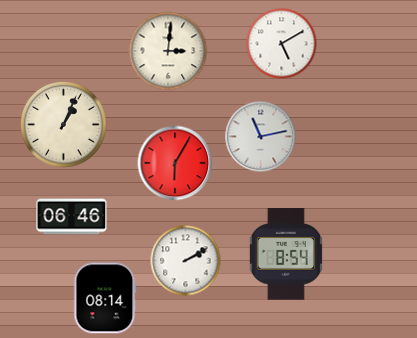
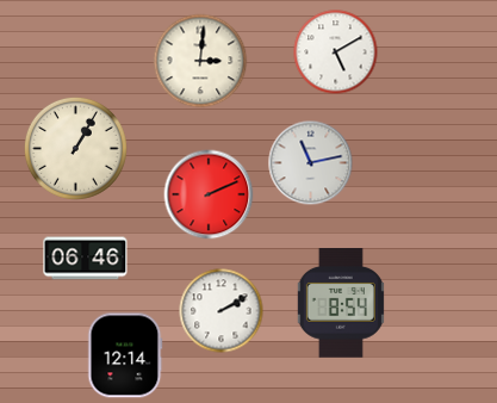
clock at (63, 124): 1:04 -> 1:05
clock at (175, 163): 6:05 -> 2:11
clock at (105, 298): 08:14 -> 12:14
